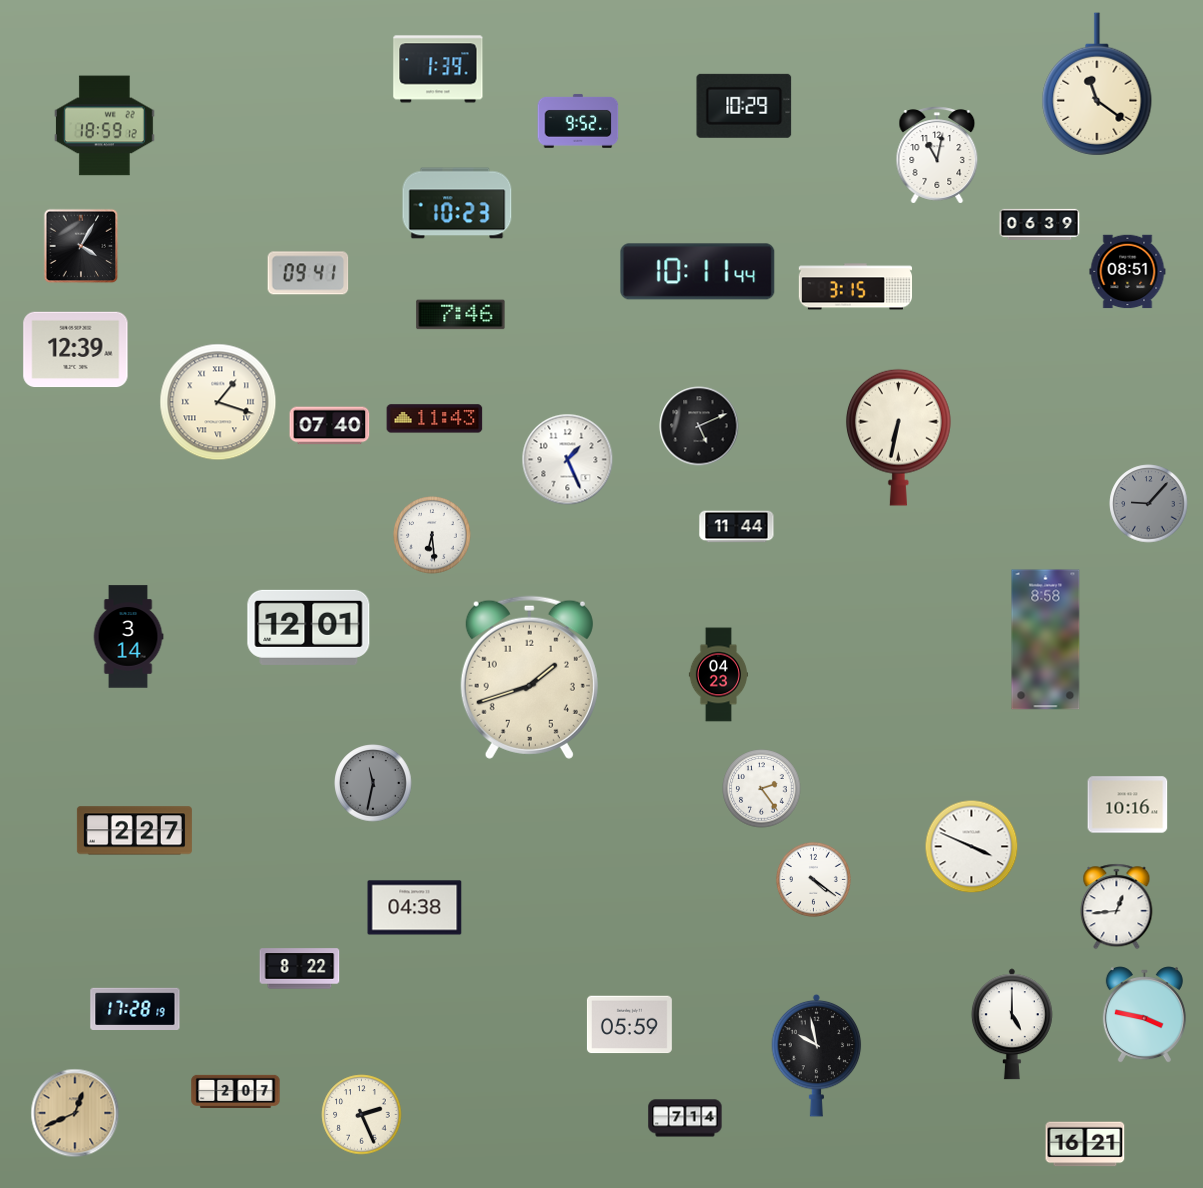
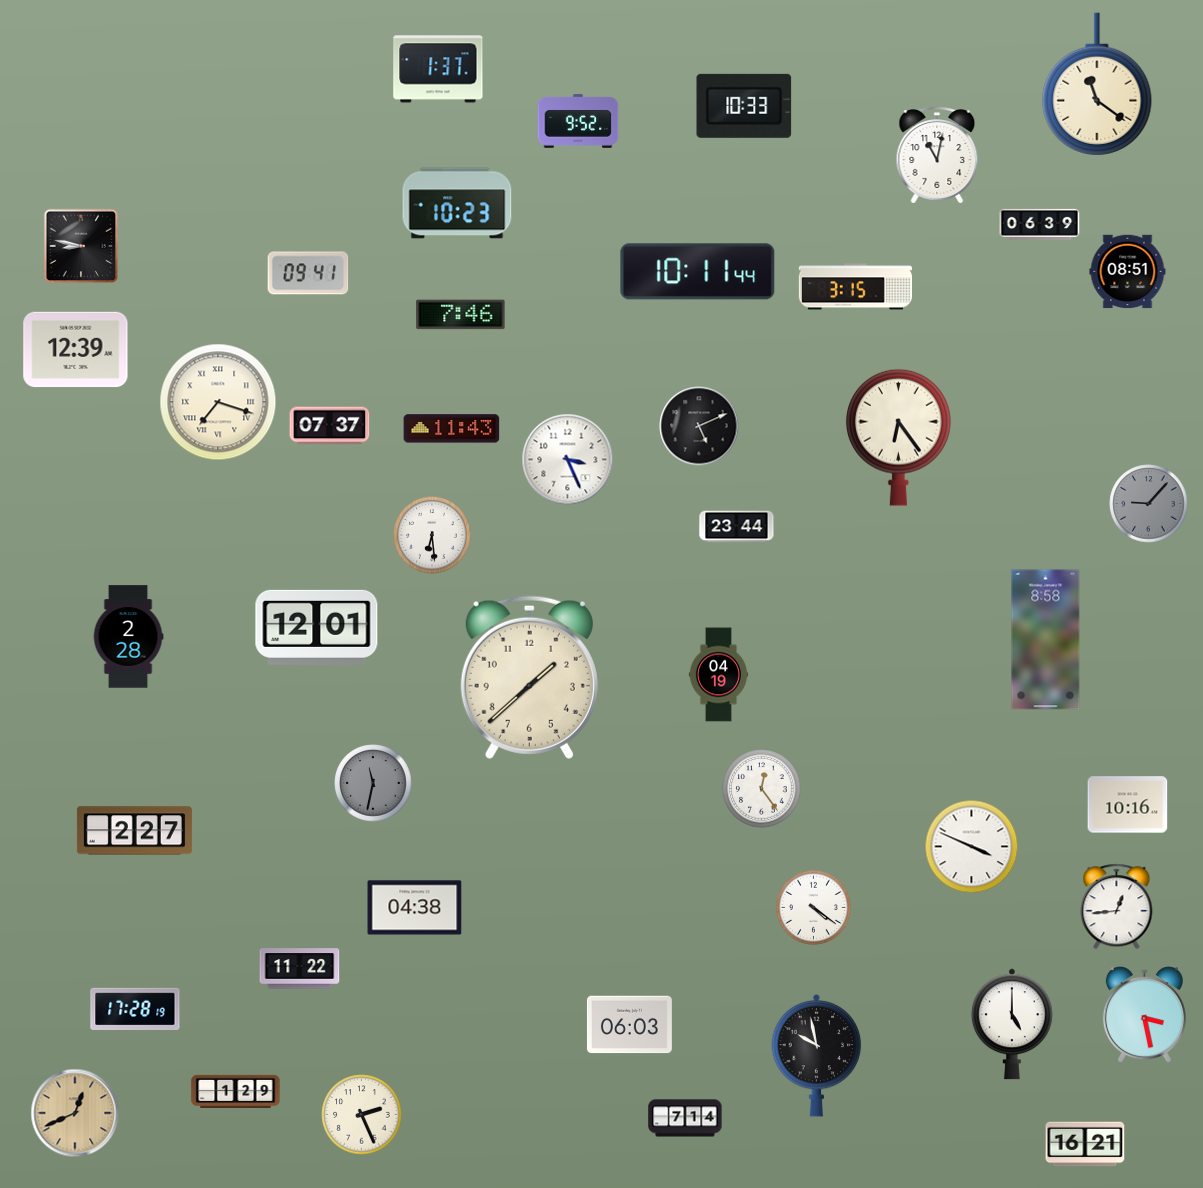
clock at (438, 69): 1:39 -> 1:37
clock at (744, 106): 10:29 -> 10:33
clock at (104, 126): 18:59 -> none
clock at (81, 246): 4:05 -> 8:47
clock at (218, 402): 1:18 -> 7:18
clock at (435, 419) position: (435, 419) -> (452, 429)
clock at (330, 426): 07:40 -> 07:37
clock at (898, 437): 6:32 -> 6:24
clock at (568, 460): 1:26 -> 3:26
clock at (737, 527): 11:44 -> 23:44
clock at (309, 627) position: (309, 627) -> (317, 627)
clock at (128, 637): 3:14 -> 2:28
clock at (718, 675): 04:23 -> 04:19
clock at (529, 677): 1:42 -> 1:38
clock at (762, 789): 2:24 -> 12:24
clock at (813, 879) position: (813, 879) -> (813, 907)
clock at (300, 969): 8:22 -> 11:22
clock at (1144, 1015): 3:47 -> 3:28
clock at (629, 1025): 05:59 -> 06:03
clock at (236, 1091): 2:07 -> 1:29
